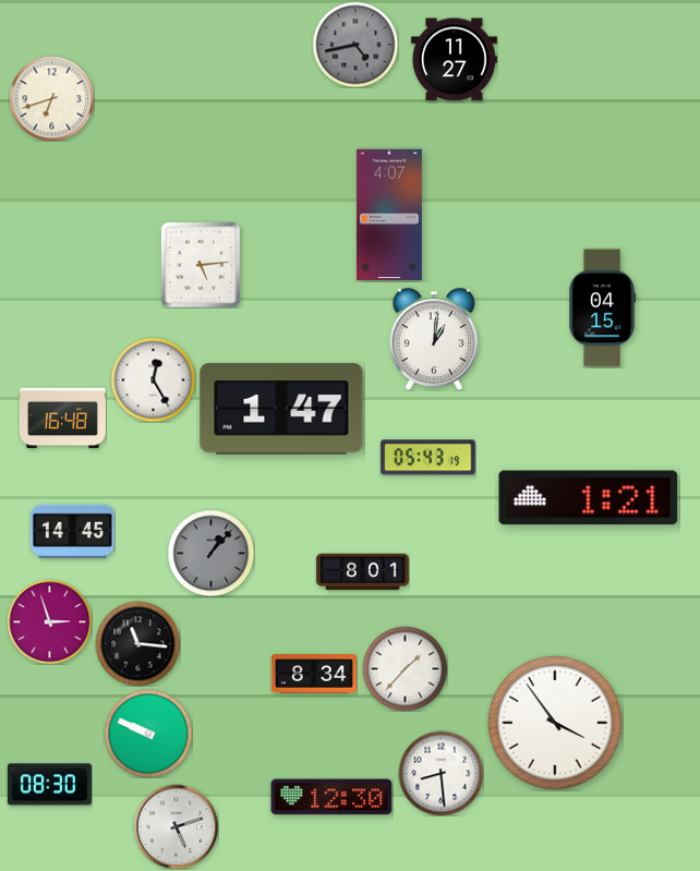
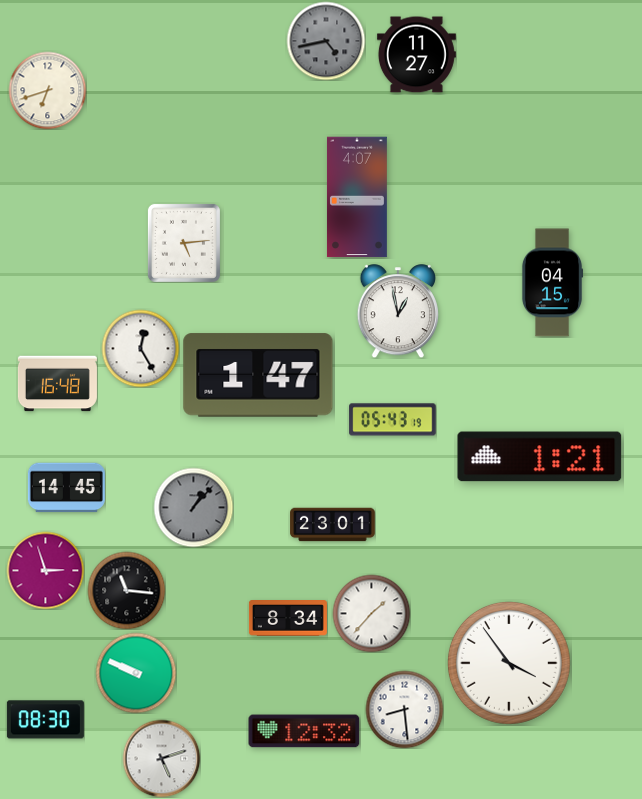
clock at (434, 339): 1:01 -> 12:58
clock at (363, 572): 8:01 -> 23:01
clock at (331, 797): 12:30 -> 12:32
